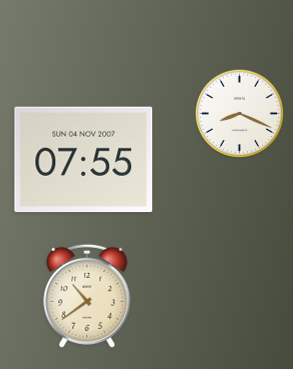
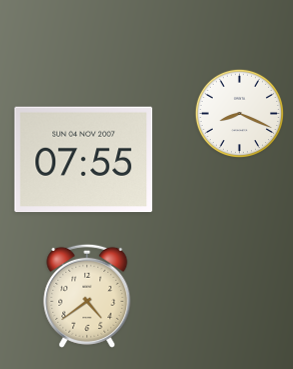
clock at (87, 296): 10:39 -> 4:39
